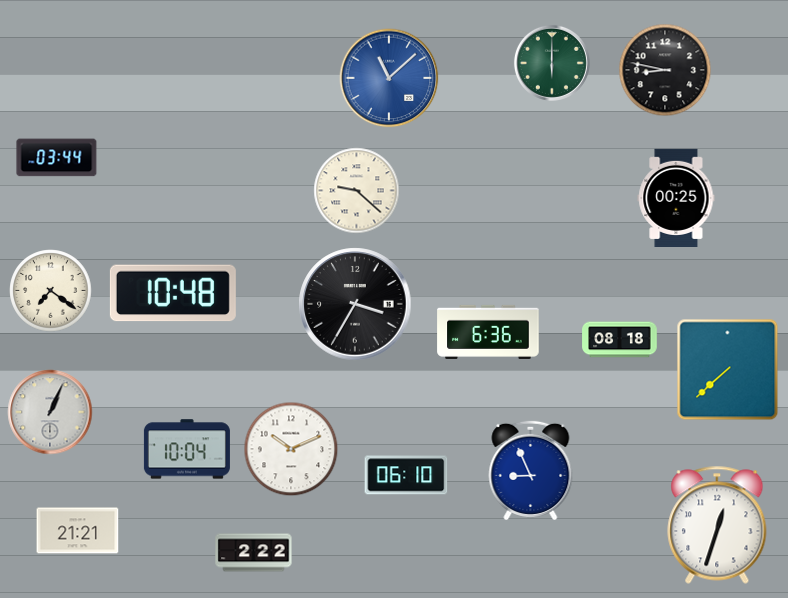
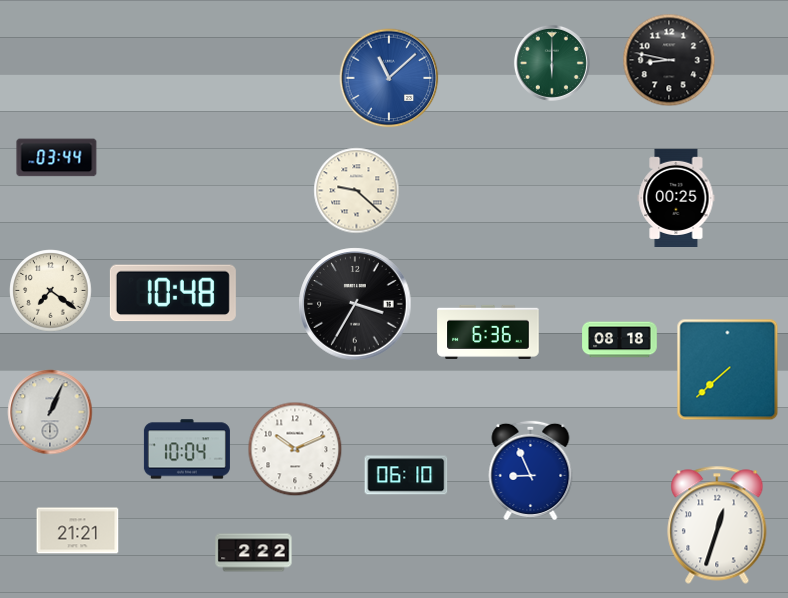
clock at (665, 70) position: (665, 70) -> (669, 60)
clock at (291, 449) position: (291, 449) -> (295, 449)
